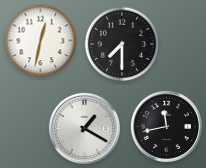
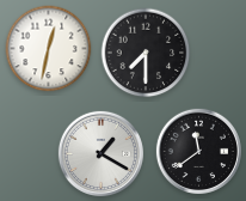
clock at (166, 126): 11:43 -> 11:39
